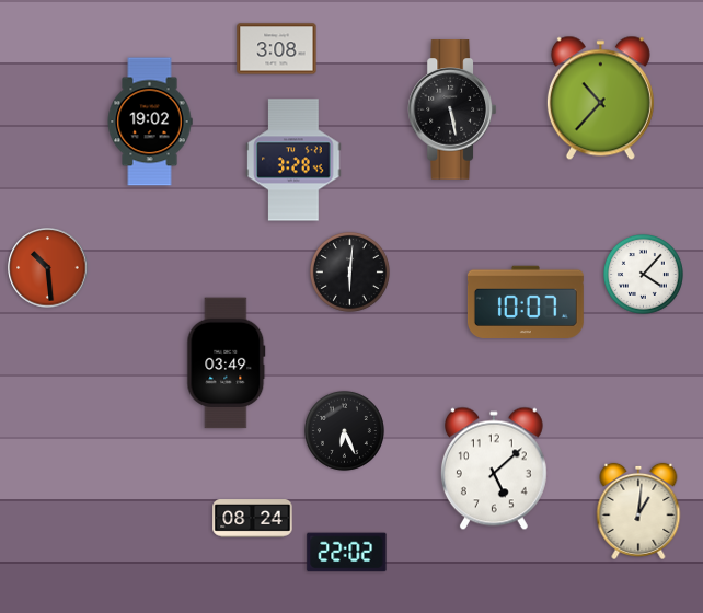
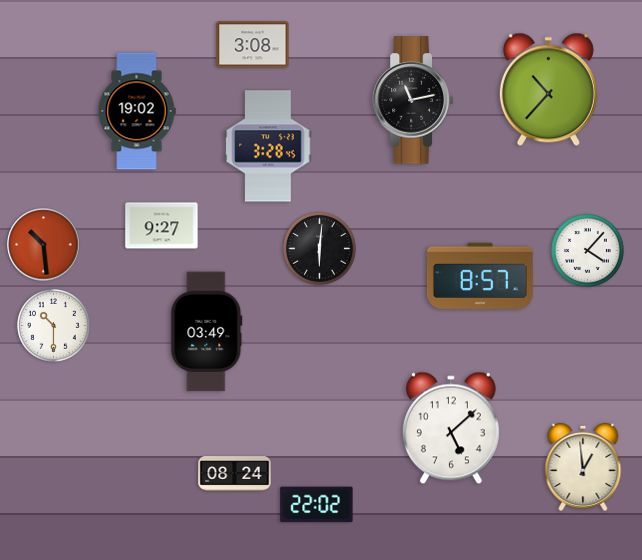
clock at (451, 109): 5:28 -> 11:13
clock at (162, 226): none -> 9:27
clock at (526, 302): 10:07 -> 8:57
clock at (53, 325): none -> 10:30
clock at (344, 430): 6:26 -> none
clock at (638, 511): 1:01 -> 12:59
clock at (253, 519) position: (253, 519) -> (235, 474)
